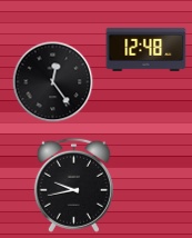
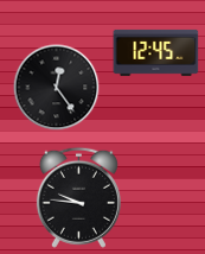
clock at (146, 49): 12:48 -> 12:45
clock at (73, 185): 9:43 -> 9:46
